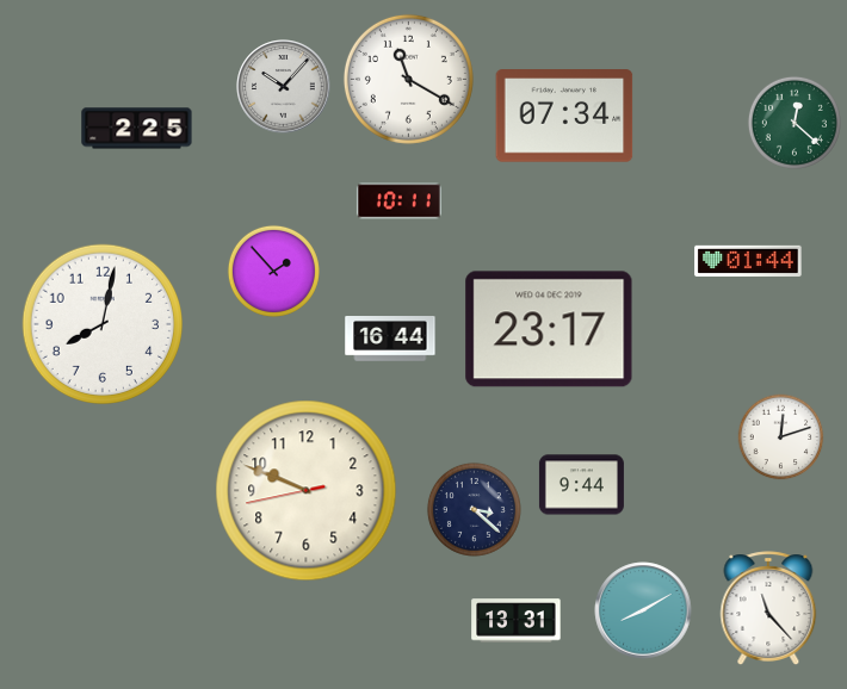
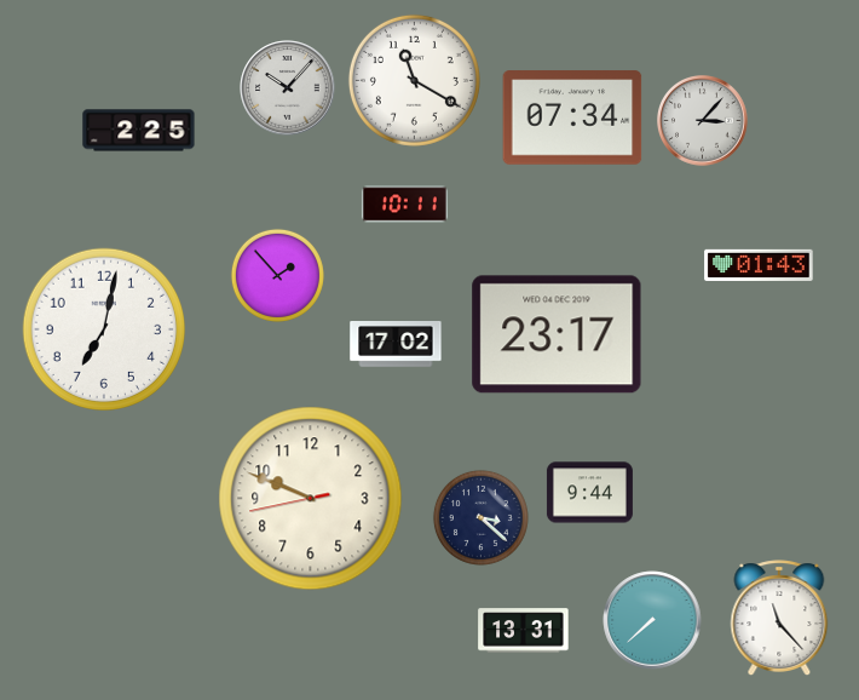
clock at (703, 121): none -> 3:07
clock at (795, 123): 12:22 -> none
clock at (748, 261): 01:44 -> 01:43
clock at (101, 323): 8:02 -> 7:02
clock at (390, 339): 16:44 -> 17:02
clock at (781, 437): 12:12 -> none
clock at (643, 610): 8:10 -> 7:38
